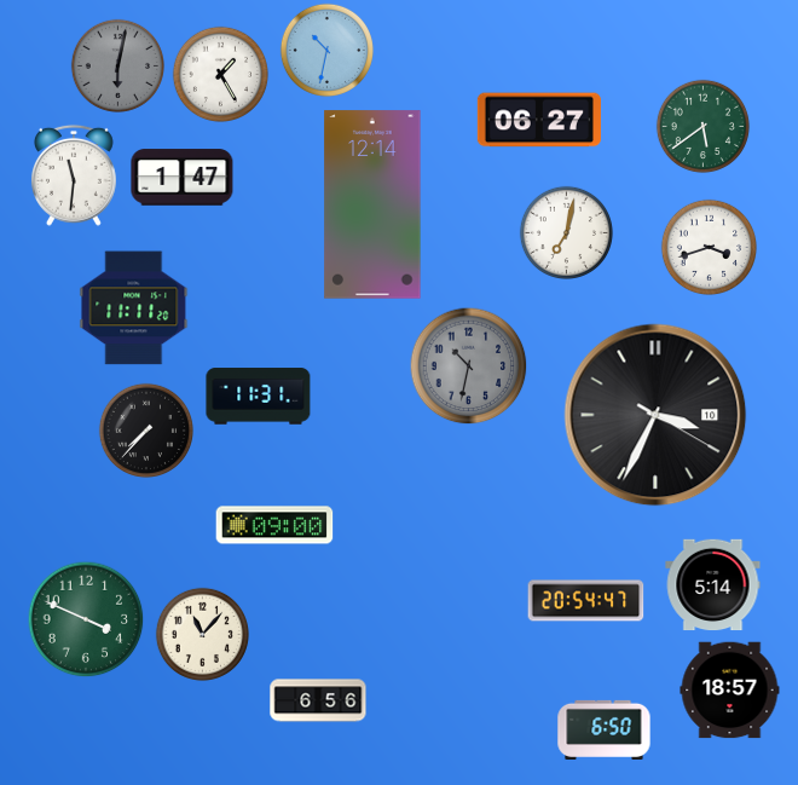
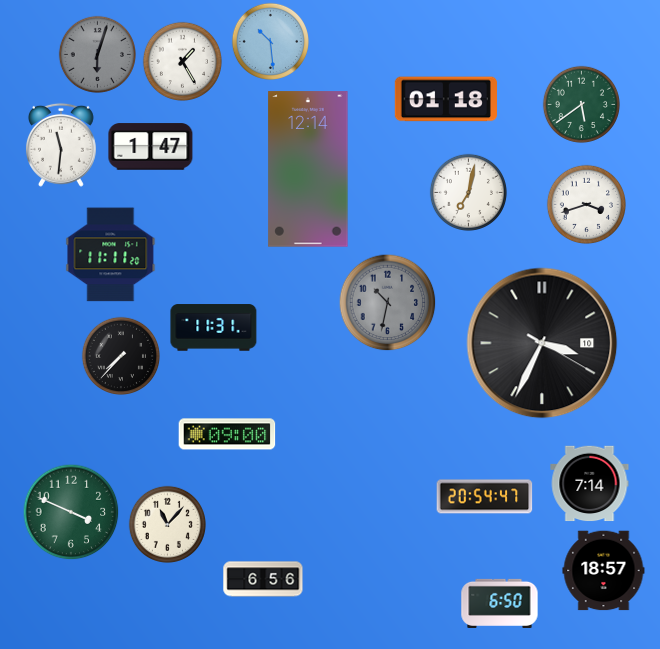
clock at (326, 50): 10:32 -> 10:29
clock at (117, 65): 6:02 -> 6:03
clock at (539, 120): 06:27 -> 01:18
clock at (713, 585): 5:14 -> 7:14
